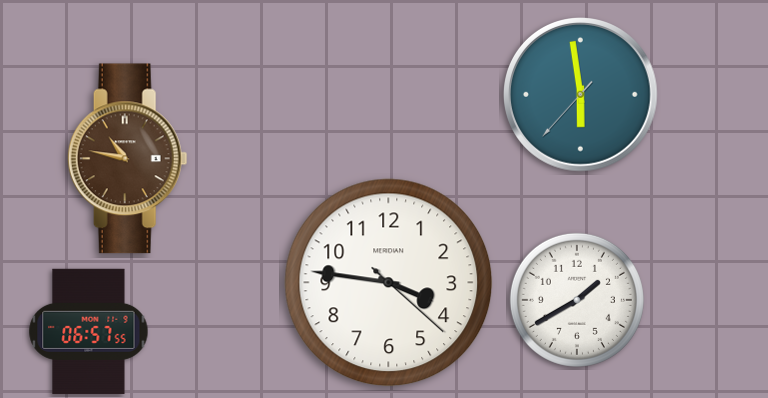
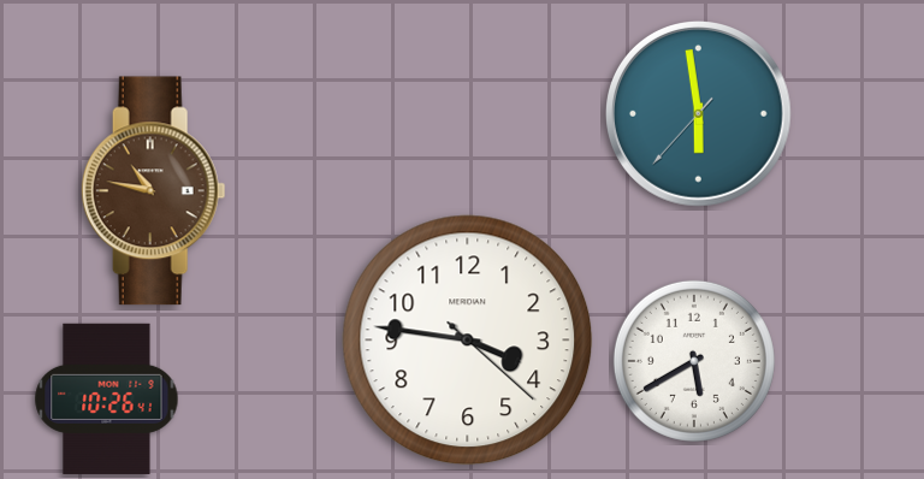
clock at (577, 300): 1:40 -> 5:40
clock at (89, 331): 06:57 -> 10:26
